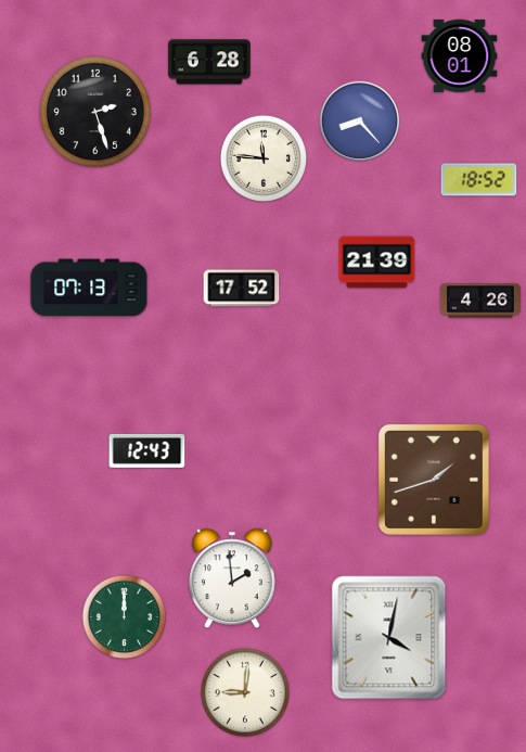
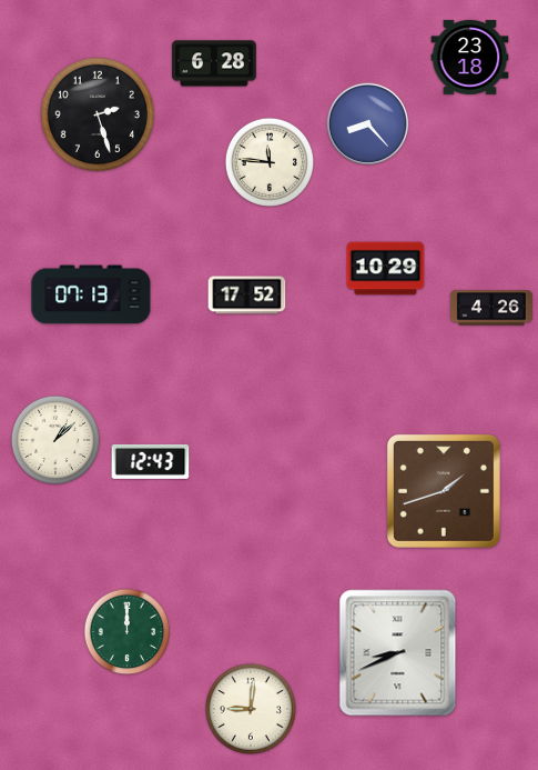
clock at (460, 55): 08:01 -> 23:18
clock at (479, 180): 18:52 -> none
clock at (377, 263): 21:39 -> 10:29
clock at (55, 440): none -> 1:08
clock at (233, 578): 1:59 -> none
clock at (389, 638): 4:02 -> 8:41
